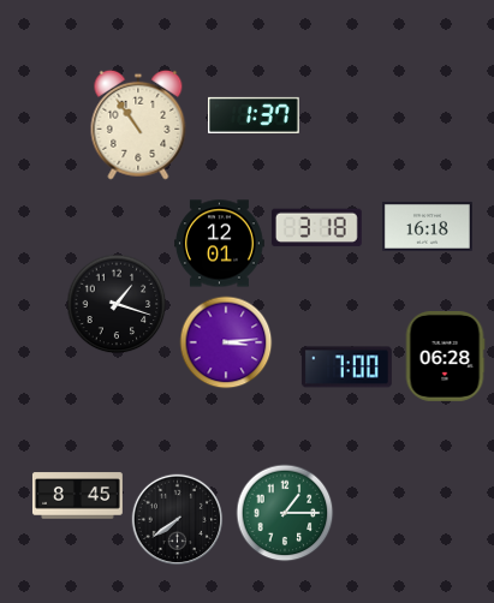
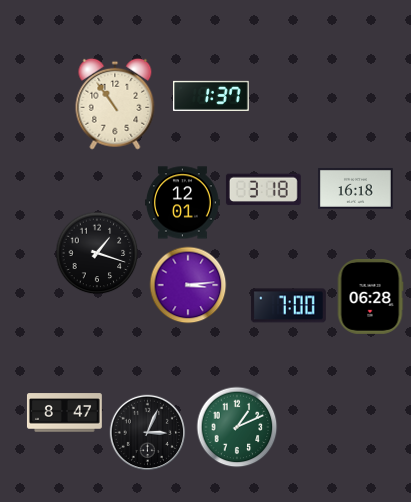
clock at (78, 496): 8:45 -> 8:47
clock at (285, 513): 1:15 -> 1:11
clock at (178, 520): 7:39 -> 3:04
